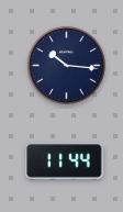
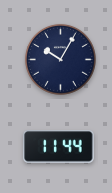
clock at (66, 65): 10:16 -> 10:05
